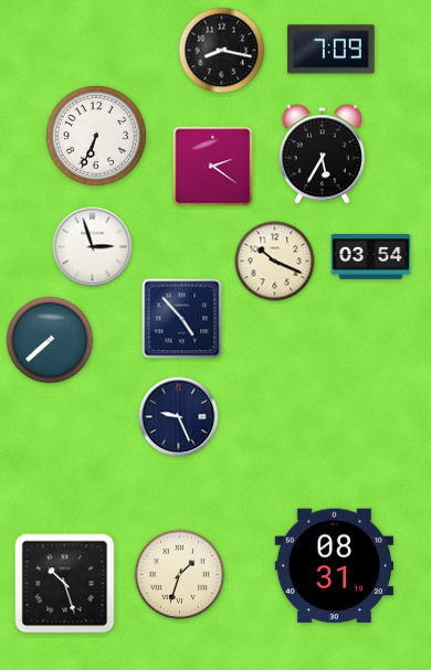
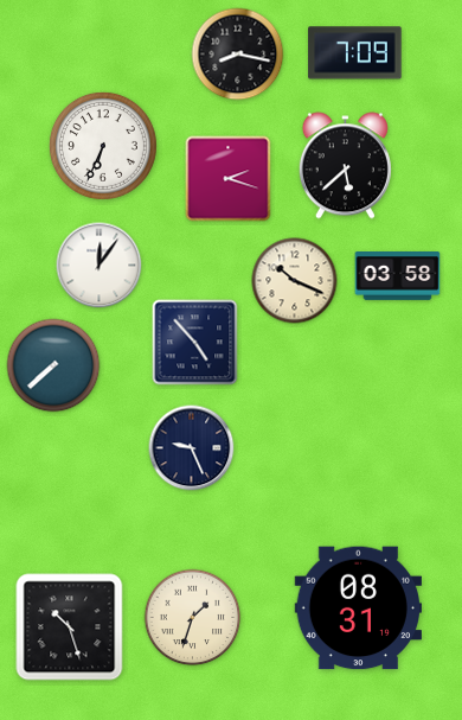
clock at (322, 155): 5:35 -> 5:38
clock at (213, 167): 2:21 -> 2:18
clock at (93, 247): 2:57 -> 12:06
clock at (371, 257): 03:54 -> 03:58
